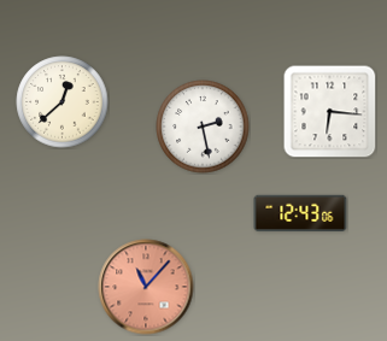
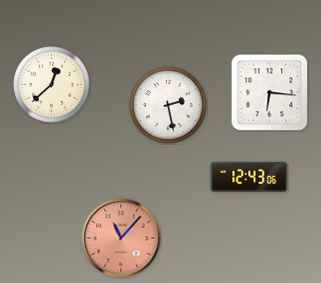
clock at (329, 111) position: (329, 111) -> (269, 92)
